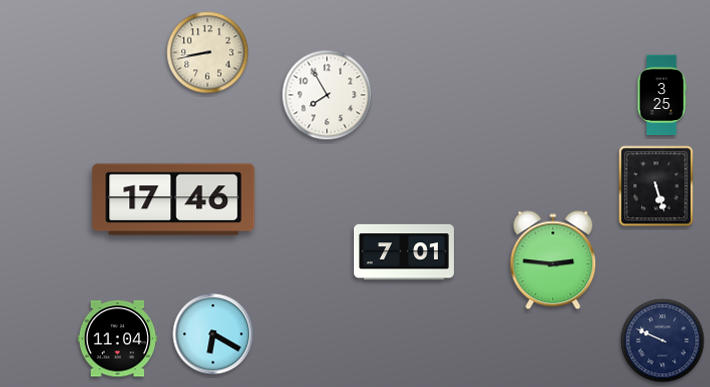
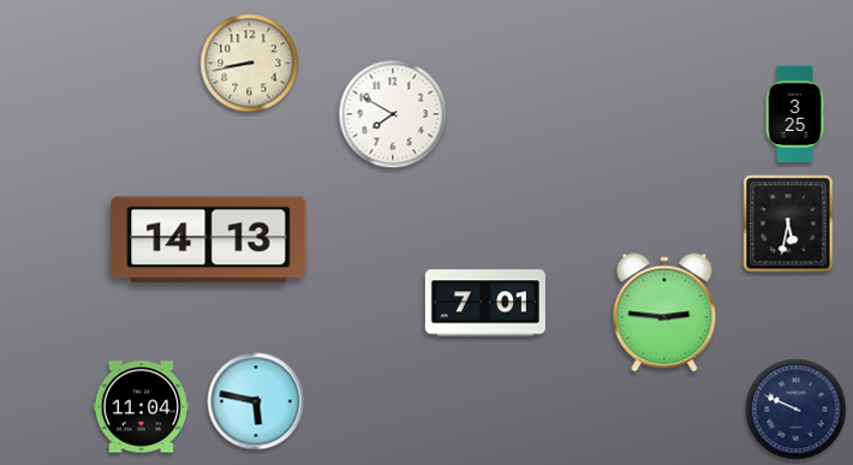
clock at (327, 95): 7:55 -> 7:50
clock at (656, 186): 5:27 -> 5:32
clock at (174, 200): 17:46 -> 14:13
clock at (213, 334): 6:20 -> 5:47
